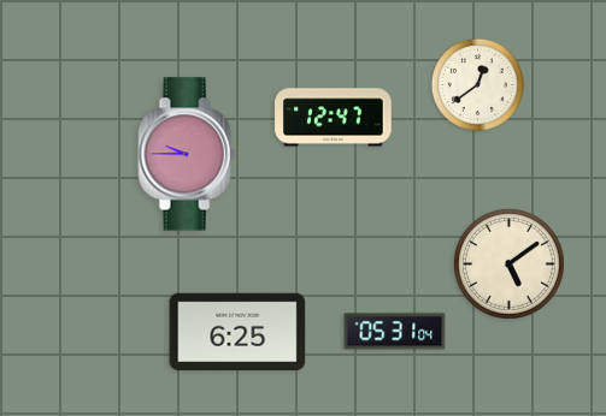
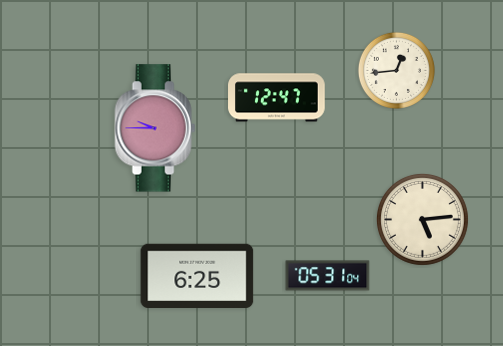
clock at (477, 84): 12:39 -> 12:44
clock at (510, 265): 5:09 -> 5:14
